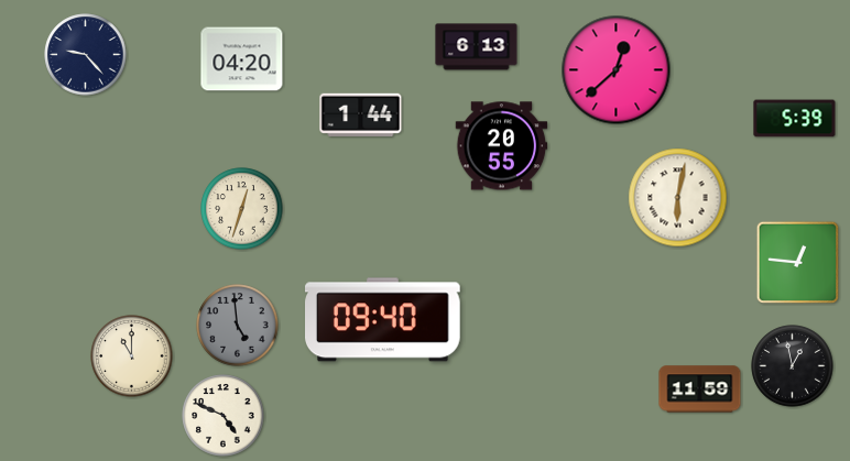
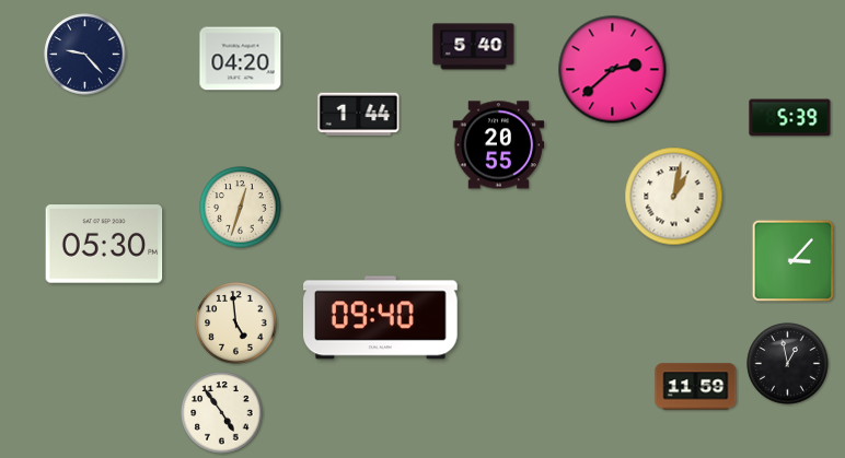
clock at (477, 47): 6:13 -> 5:40
clock at (617, 70): 12:38 -> 2:38
clock at (678, 198): 6:02 -> 1:02
clock at (104, 244): none -> 05:30
clock at (798, 263): 12:46 -> 3:07
clock at (238, 326) dial: grey -> cream
clock at (132, 356): 11:00 -> none
clock at (224, 416): 4:49 -> 4:54
